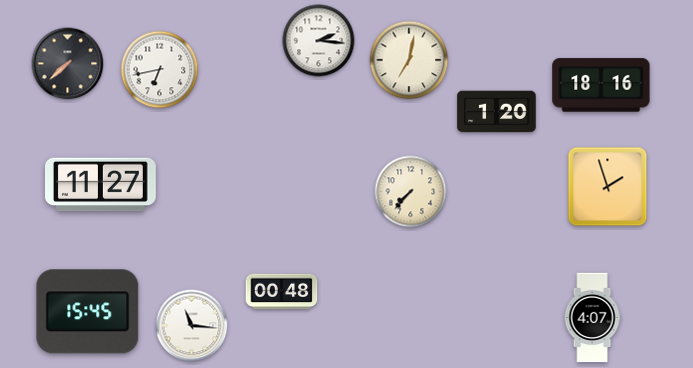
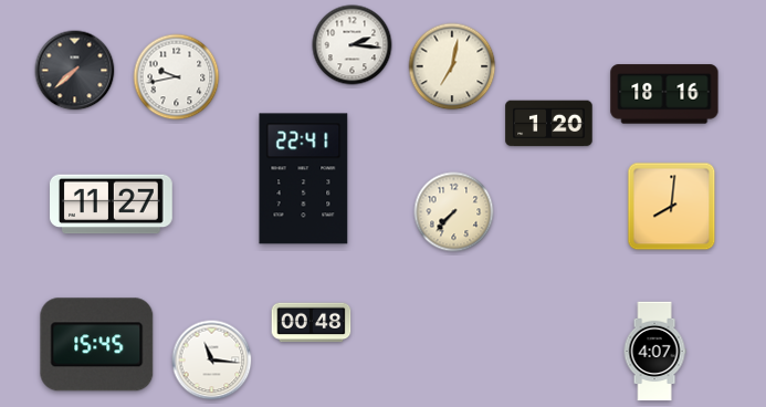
clock at (160, 70): 6:43 -> 9:43
clock at (304, 179): none -> 22:41
clock at (608, 187): 1:57 -> 8:01
